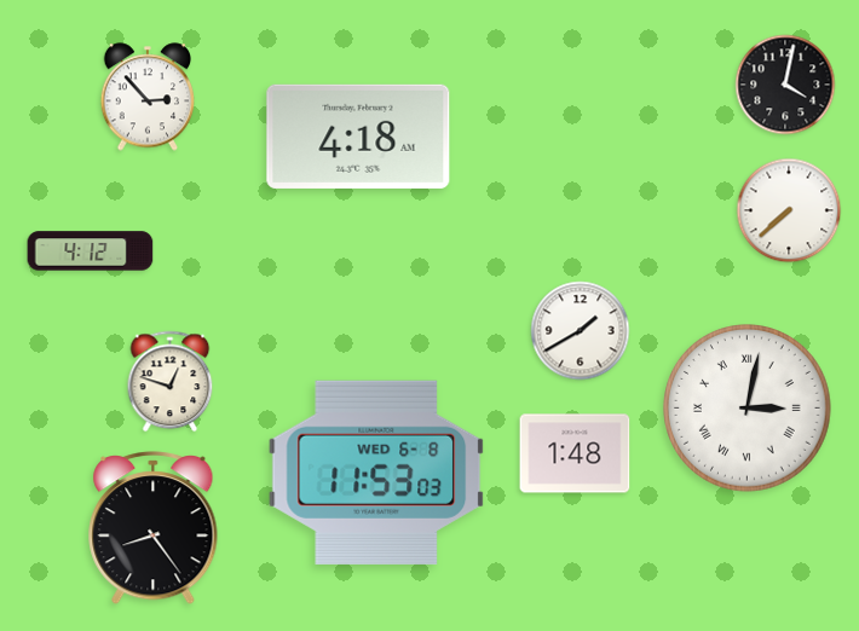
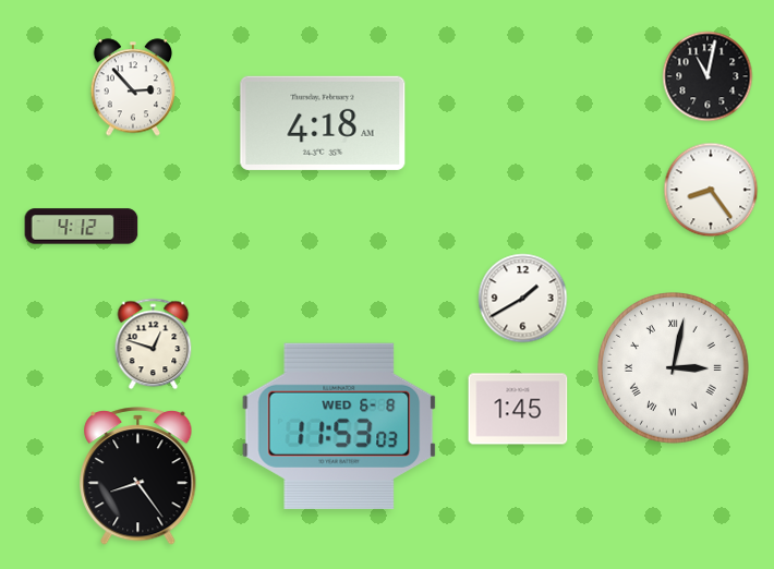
clock at (785, 85): 4:02 -> 11:02
clock at (789, 210): 7:38 -> 8:24
clock at (575, 453): 1:48 -> 1:45
